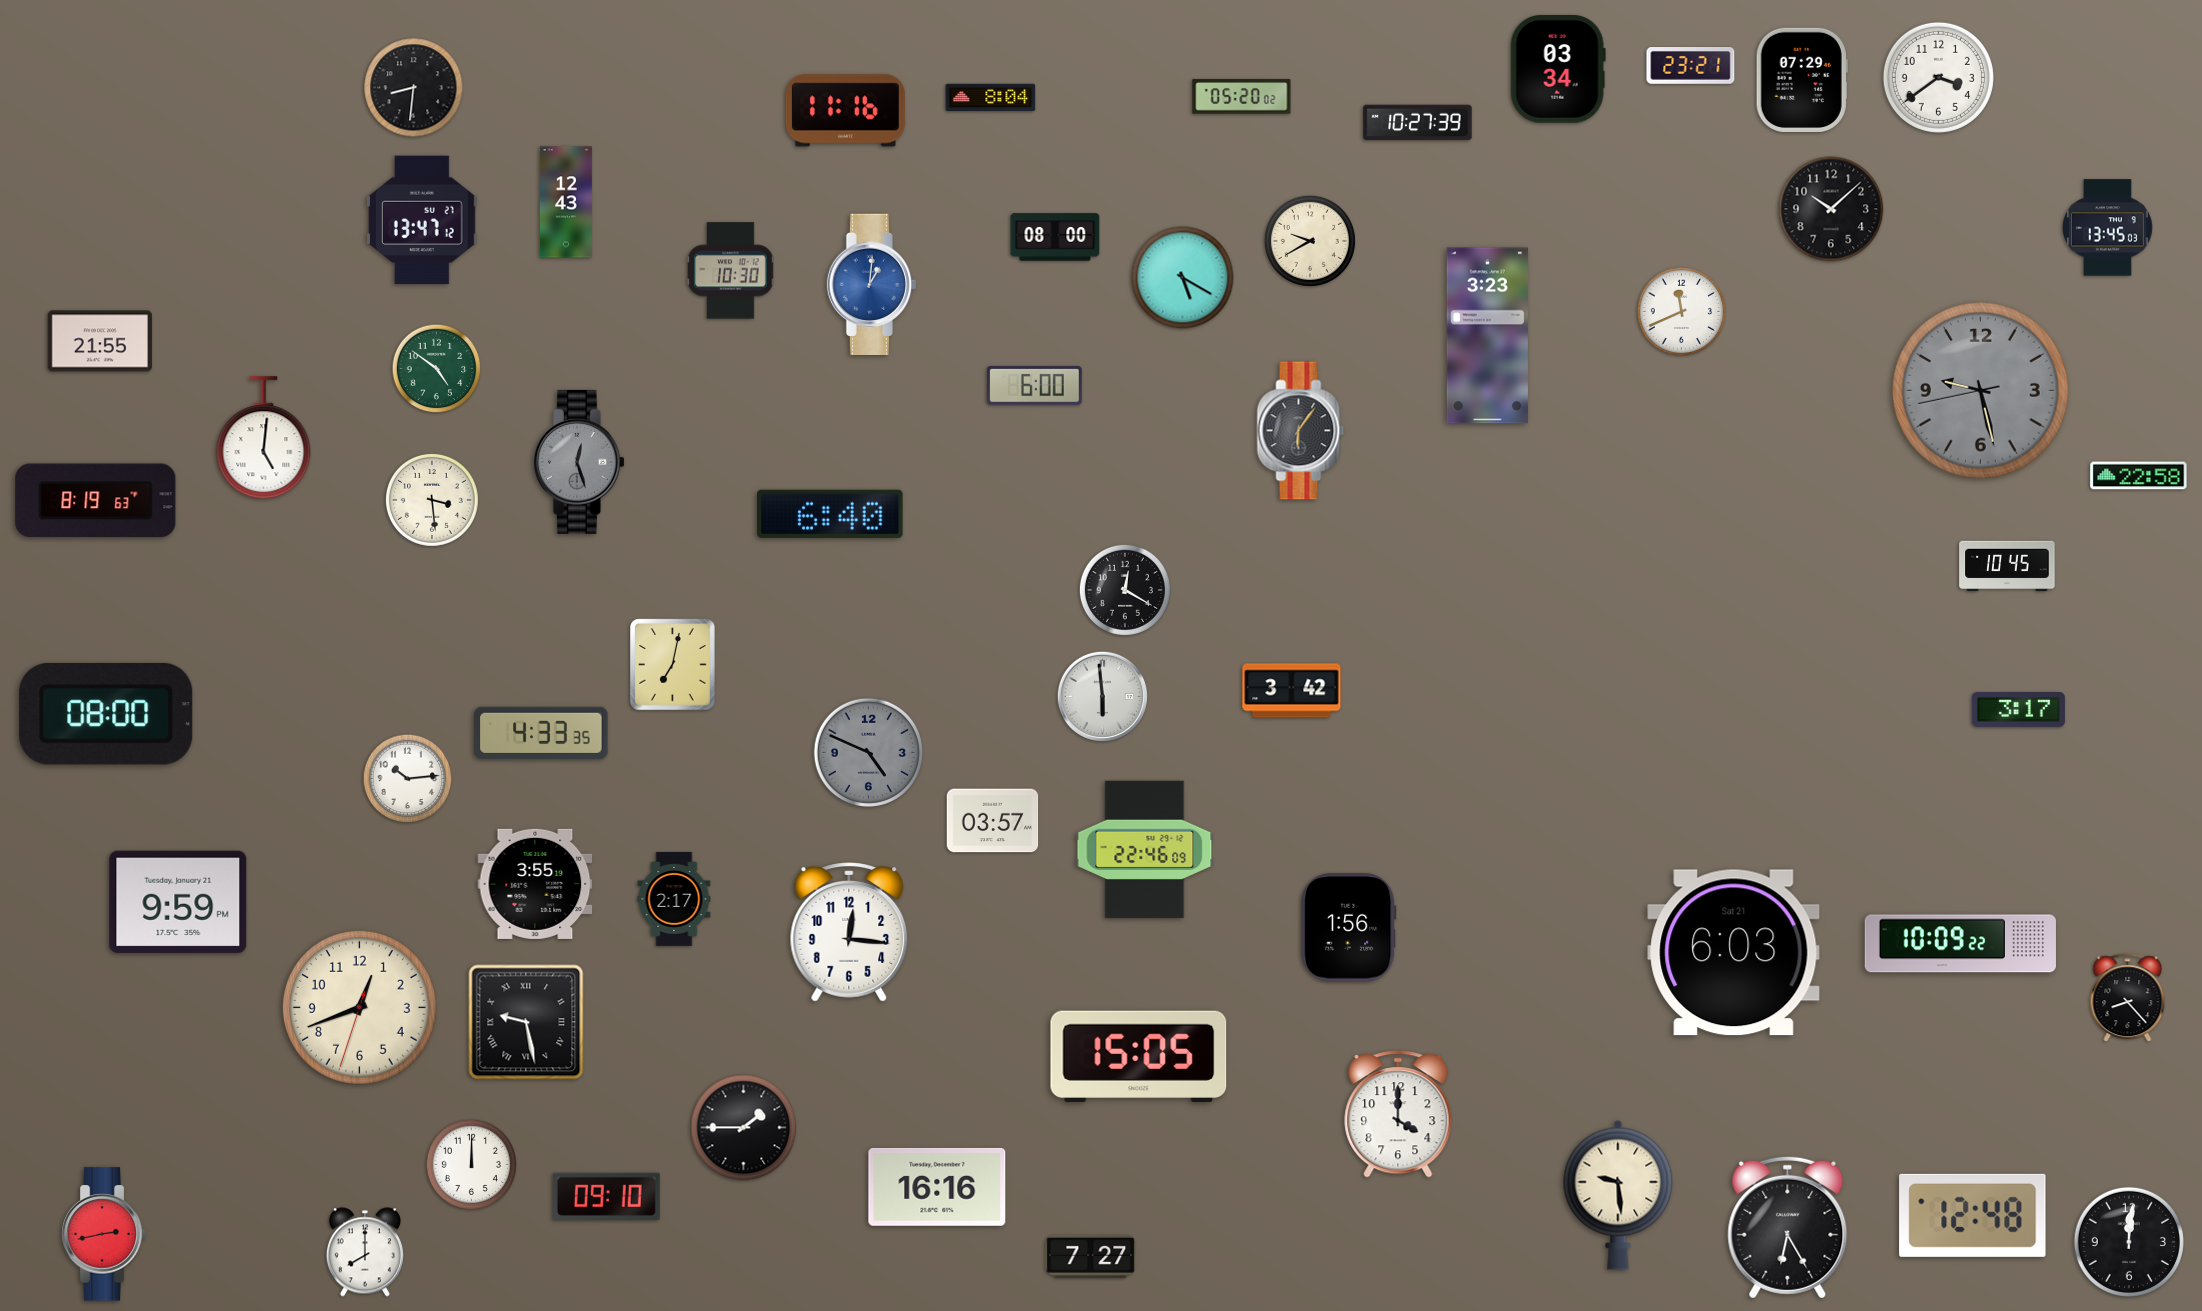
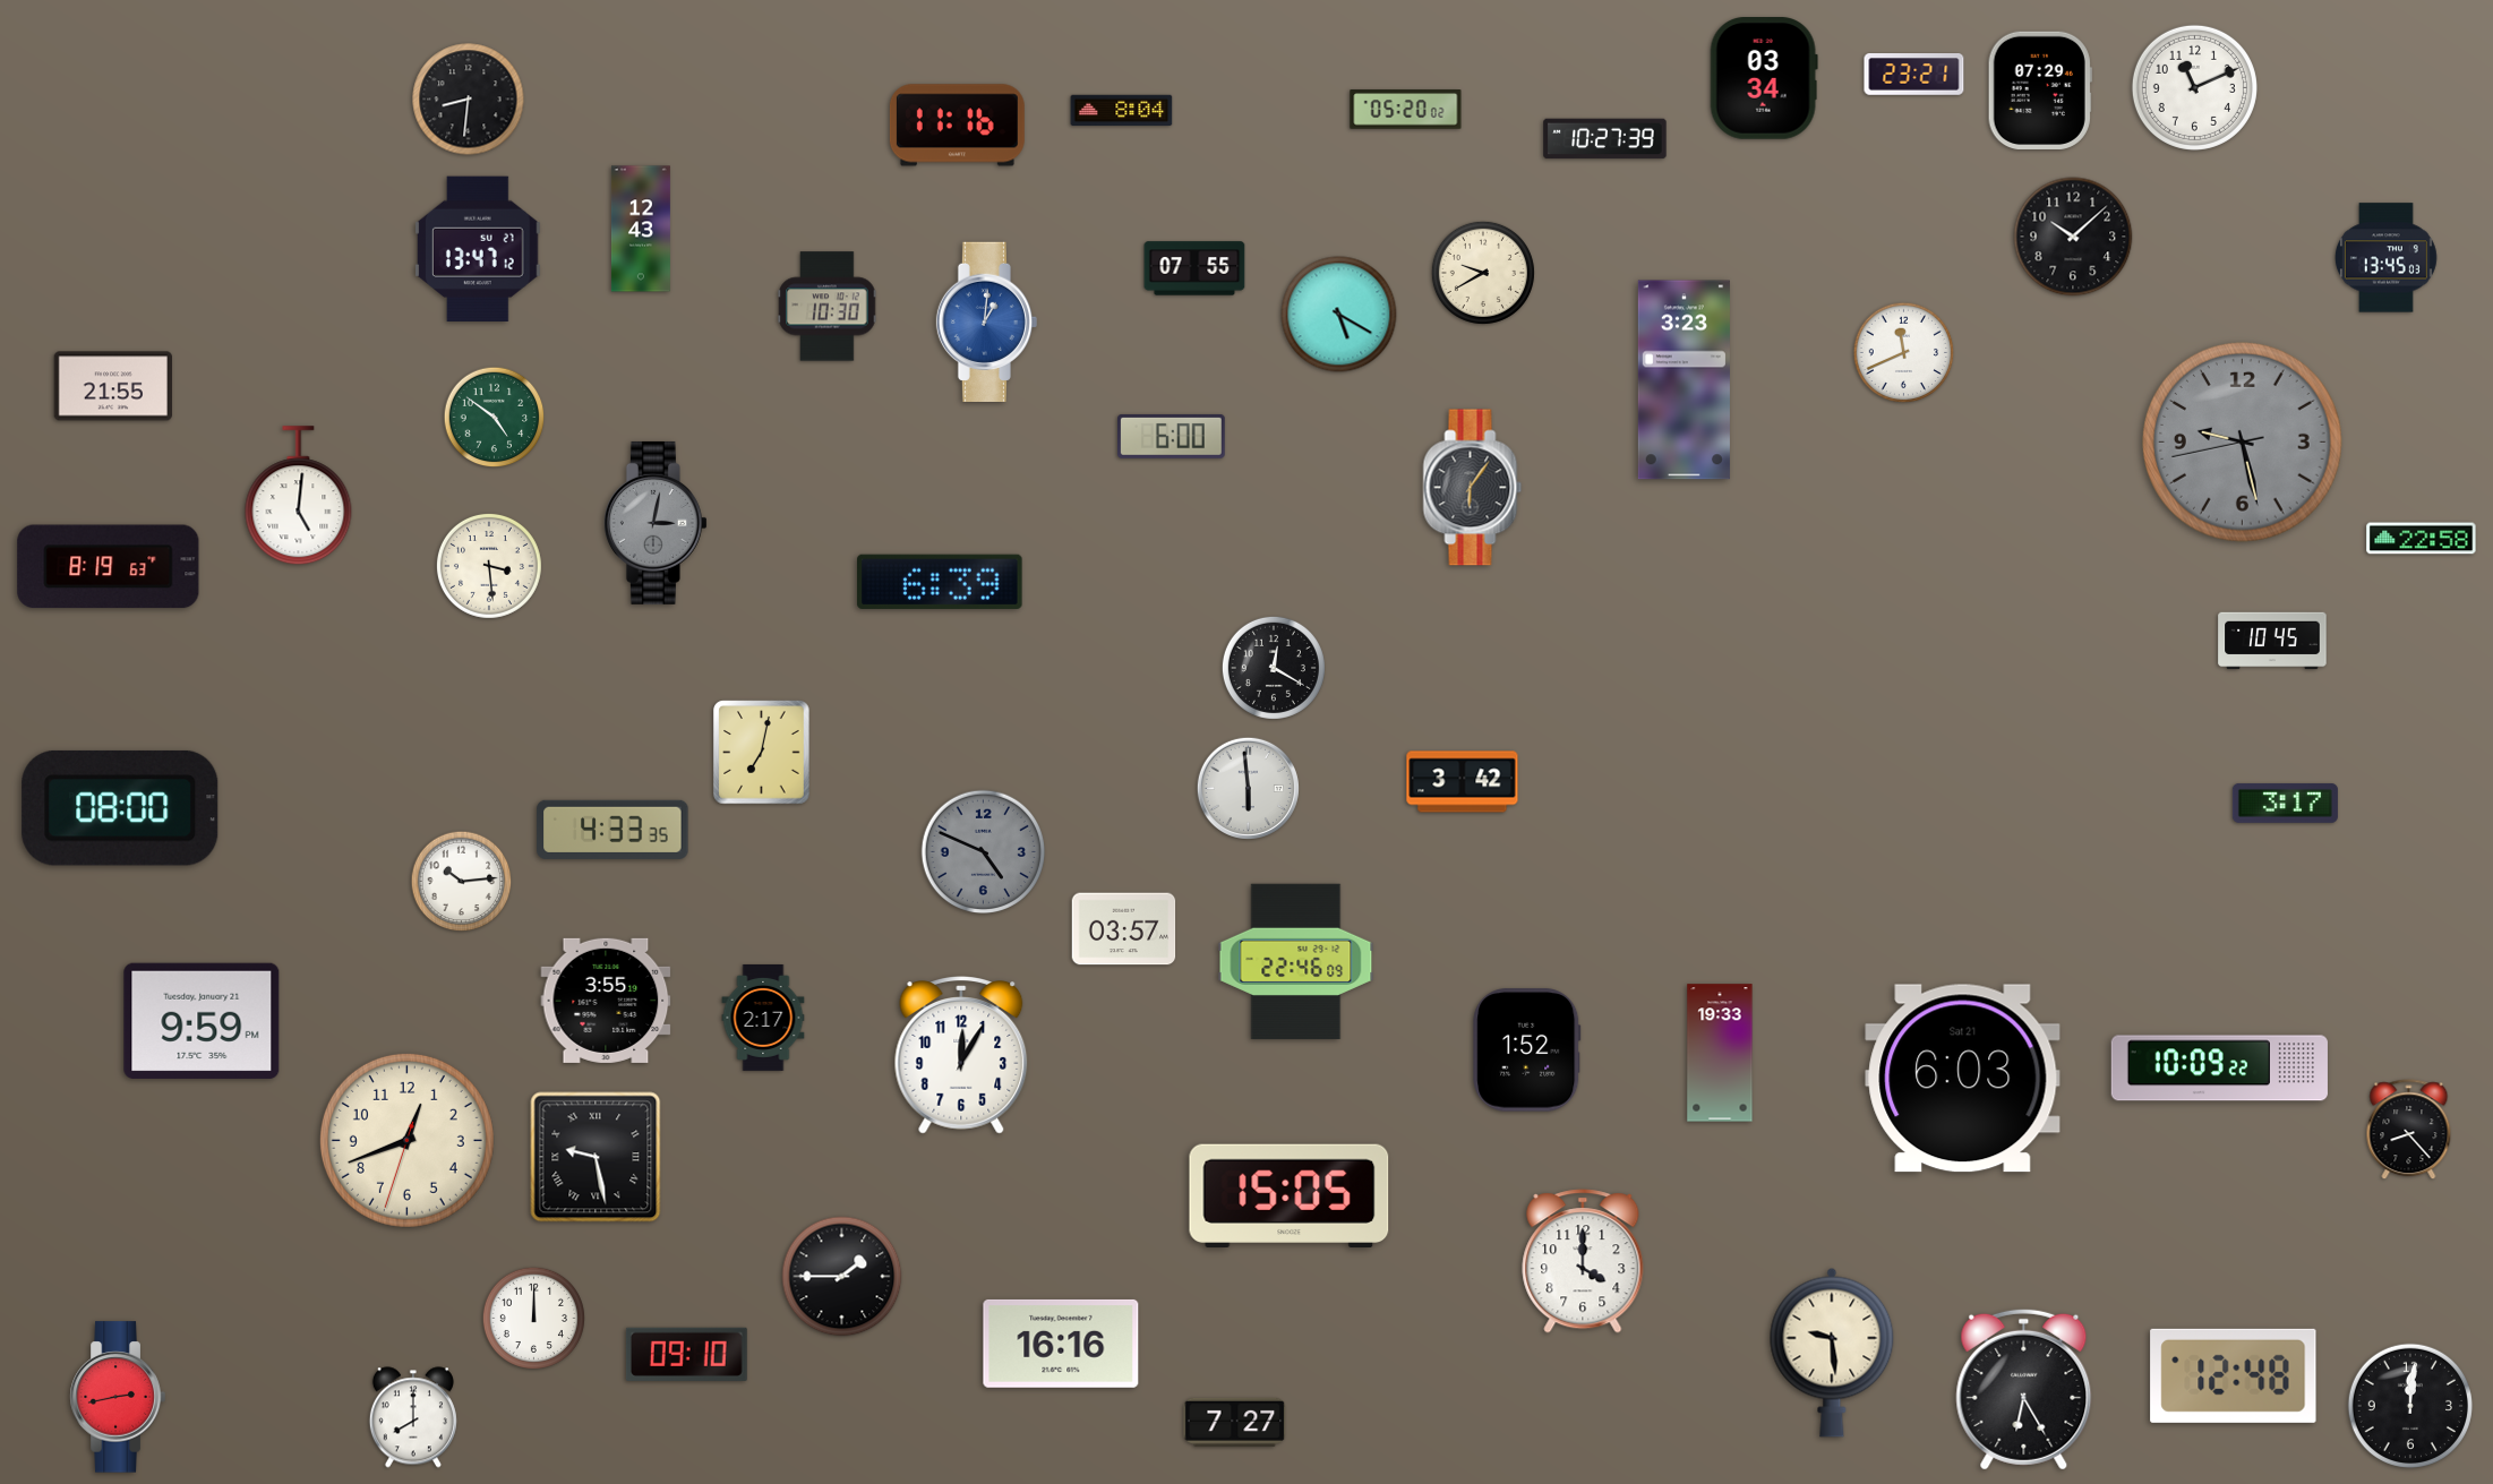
clock at (1938, 77): 3:39 -> 11:11
clock at (1055, 237): 08:00 -> 07:55
clock at (579, 462): 12:27 -> 3:02
clock at (830, 514): 6:40 -> 6:39
clock at (1349, 928): 1:56 -> 1:52
clock at (1720, 1053): none -> 19:33
clock at (849, 932): 12:16 -> 12:05
